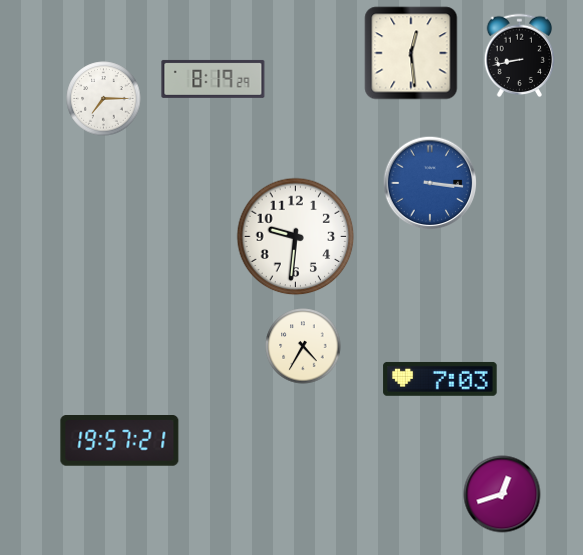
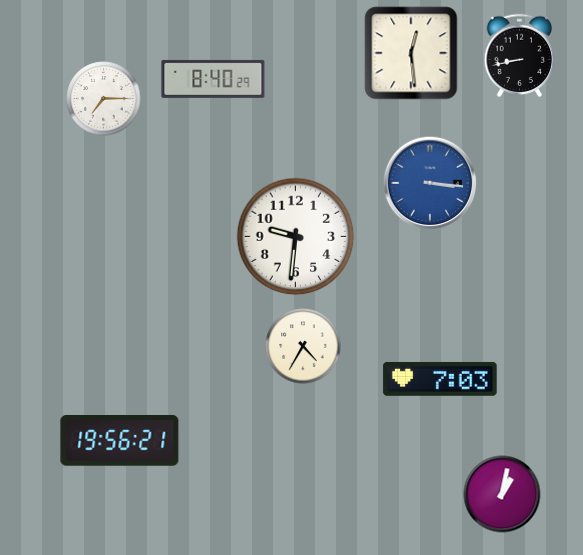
clock at (213, 79): 8:19 -> 8:40
clock at (120, 441): 19:57 -> 19:56
clock at (502, 494): 12:42 -> 1:02
